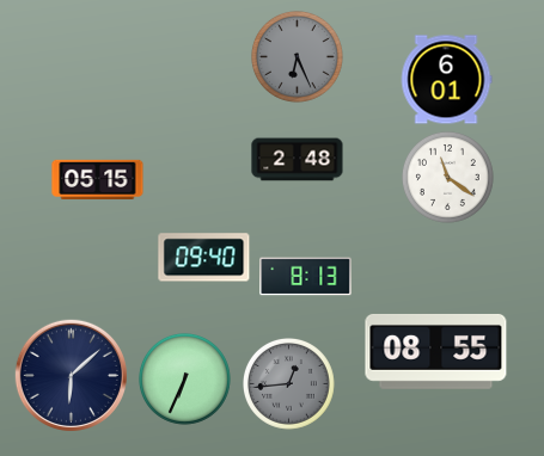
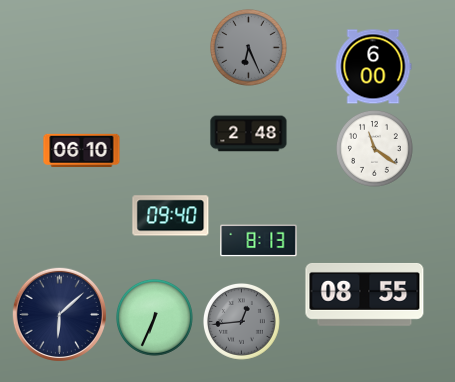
clock at (446, 80): 6:01 -> 6:00
clock at (98, 179): 05:15 -> 06:10
clock at (306, 277) position: (306, 277) -> (259, 241)
